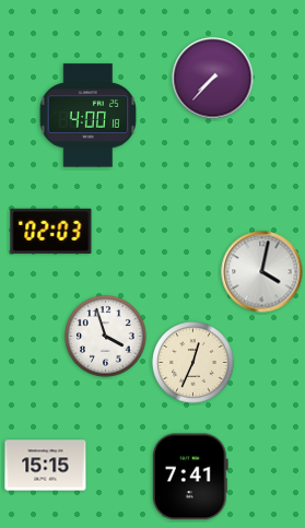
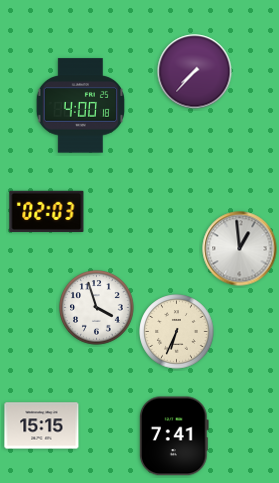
clock at (262, 272): 4:02 -> 12:59
clock at (193, 363): 12:34 -> 6:34
